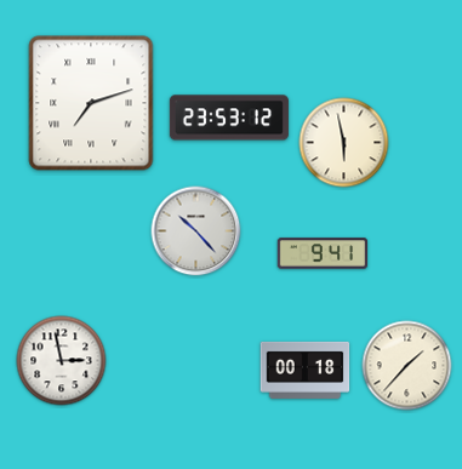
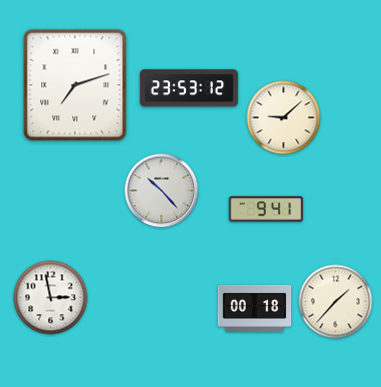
clock at (229, 118) position: (229, 118) -> (189, 88)
clock at (344, 143): 5:58 -> 9:08
clock at (306, 370) position: (306, 370) -> (255, 308)
